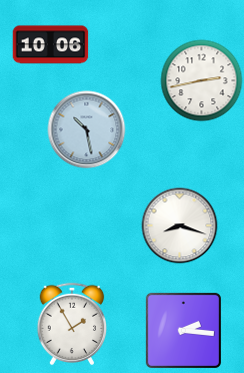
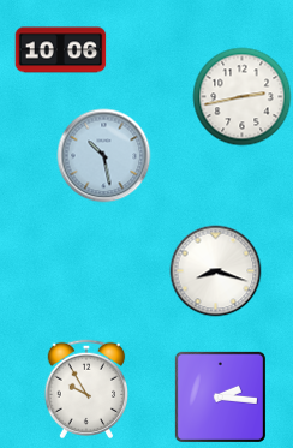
clock at (51, 45) position: (51, 45) -> (61, 50)
clock at (72, 324): 1:55 -> 9:55
